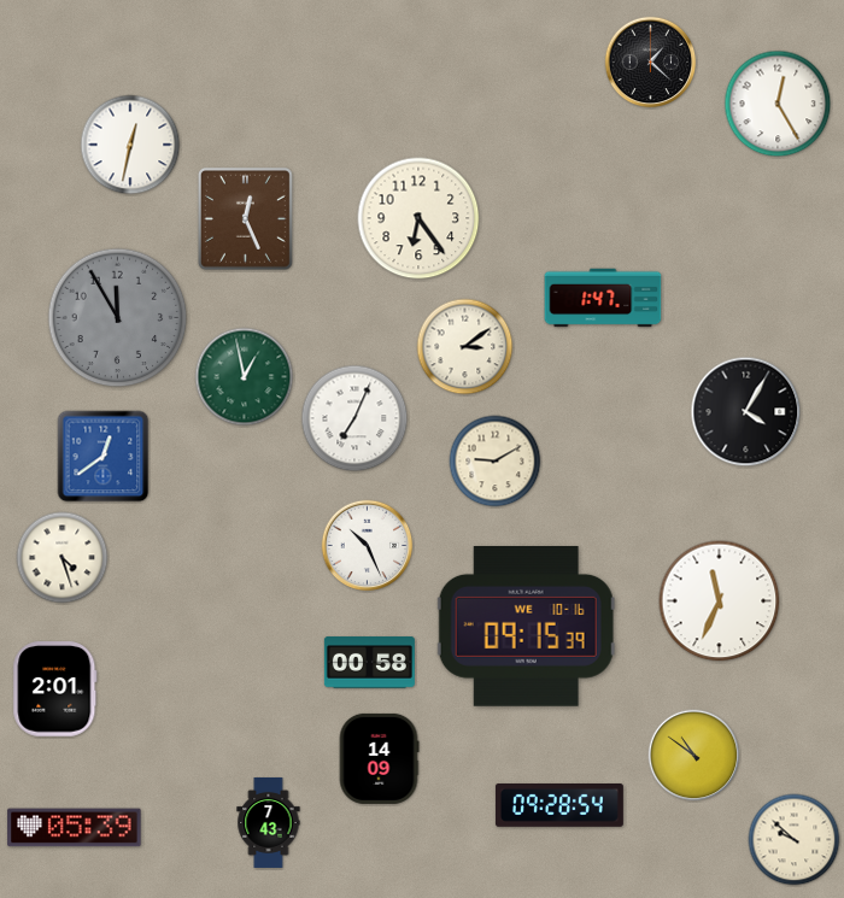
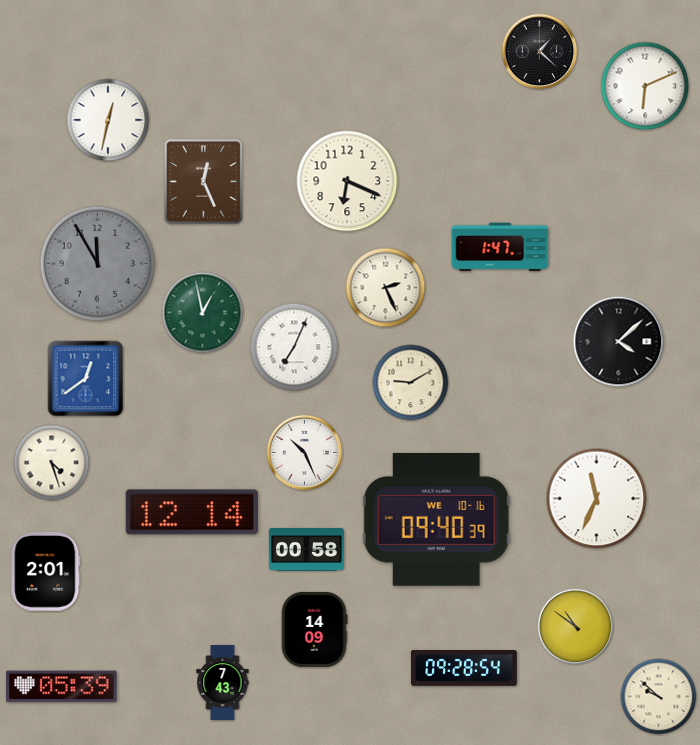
clock at (778, 104): 12:25 -> 6:11
clock at (418, 218): 6:24 -> 6:19
clock at (465, 347): 3:09 -> 2:26
clock at (746, 412): 4:05 -> 4:08
clock at (192, 512): none -> 12:14
clock at (526, 627): 09:15 -> 09:40
